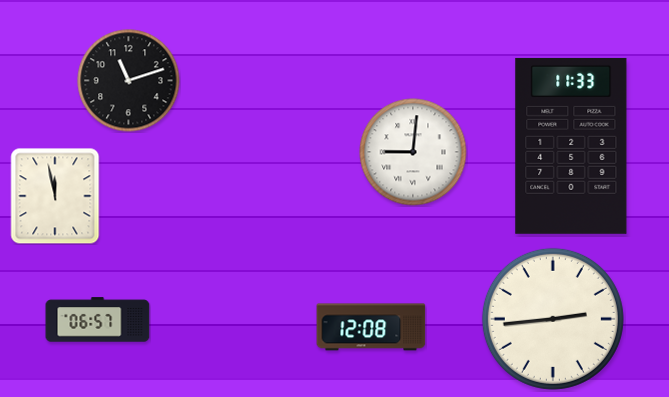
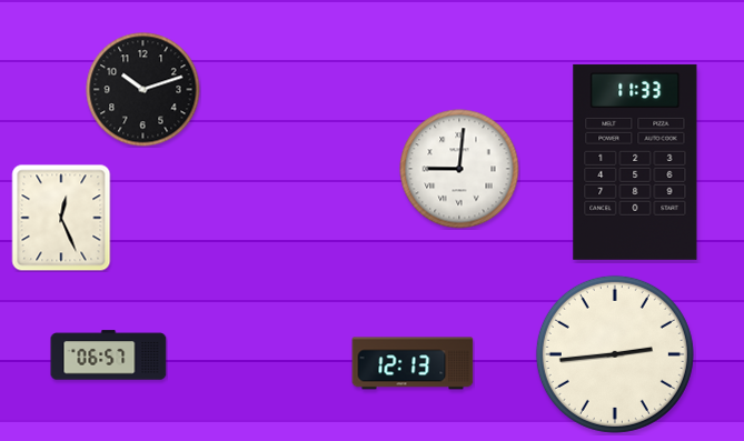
clock at (129, 81): 11:12 -> 10:12
clock at (55, 196): 11:58 -> 12:26
clock at (371, 327): 12:08 -> 12:13
